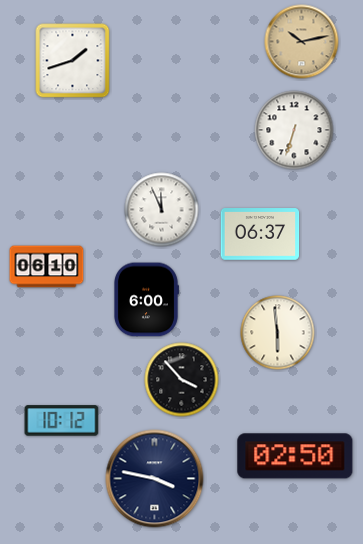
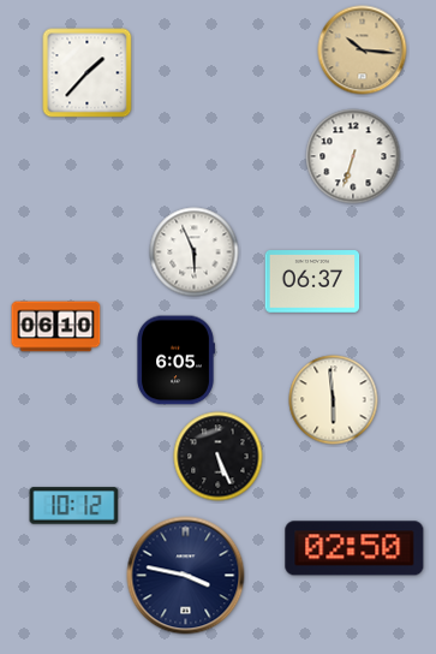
clock at (302, 42): 10:13 -> 10:16
clock at (73, 61): 1:42 -> 1:37
clock at (162, 210): 11:56 -> 5:56
clock at (47, 267) position: (47, 267) -> (56, 327)
clock at (147, 300): 6:00 -> 6:05
clock at (182, 380): 3:53 -> 5:26
